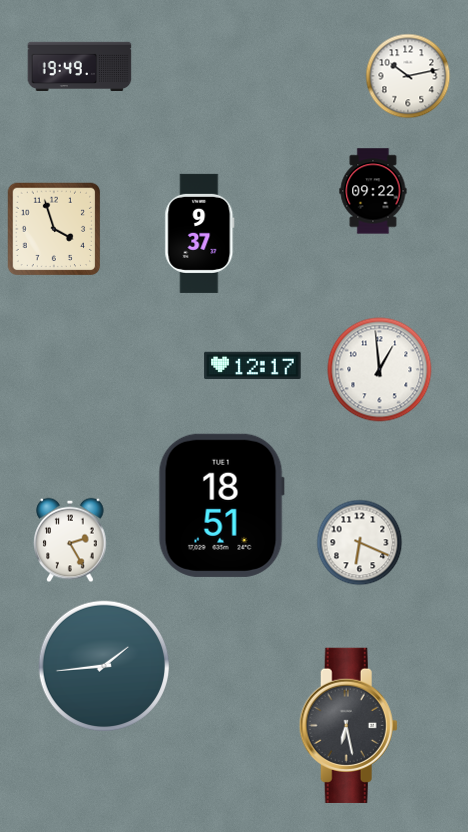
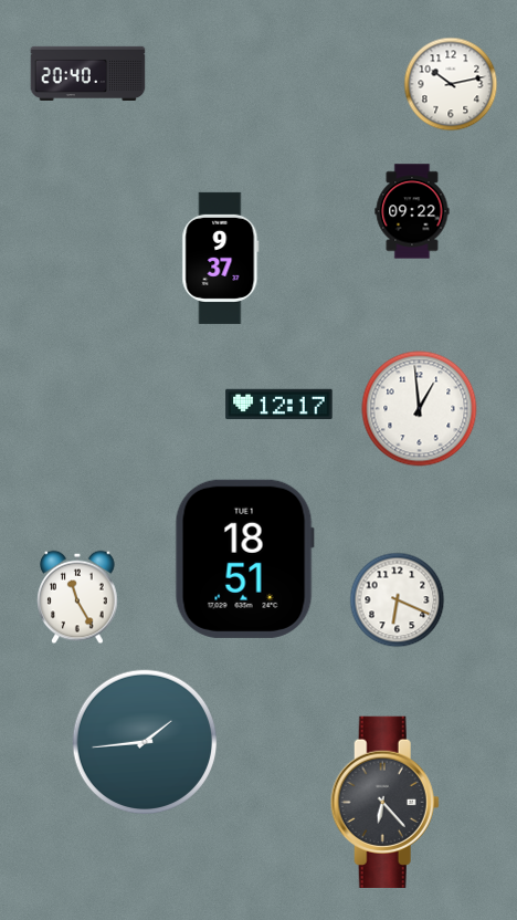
clock at (80, 66): 19:49 -> 20:40
clock at (54, 229): 3:57 -> none
clock at (70, 540): 2:25 -> 11:25
clock at (104, 666) position: (104, 666) -> (145, 742)
clock at (348, 725): 6:28 -> 6:23
